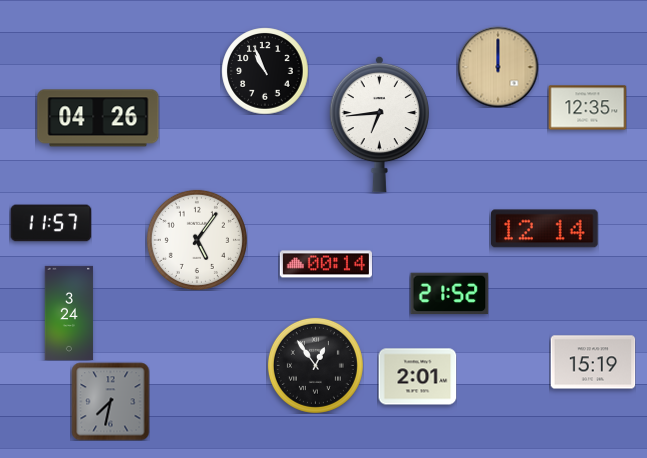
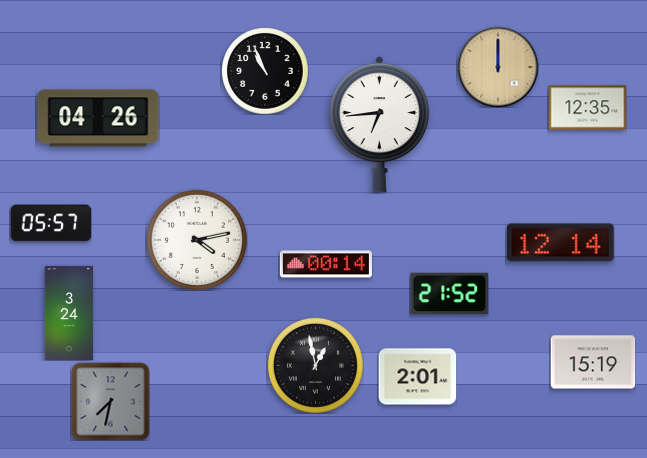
clock at (51, 223): 11:57 -> 05:57
clock at (545, 229) position: (545, 229) -> (561, 243)
clock at (197, 240): 5:06 -> 4:13
clock at (315, 365): 12:54 -> 12:58
